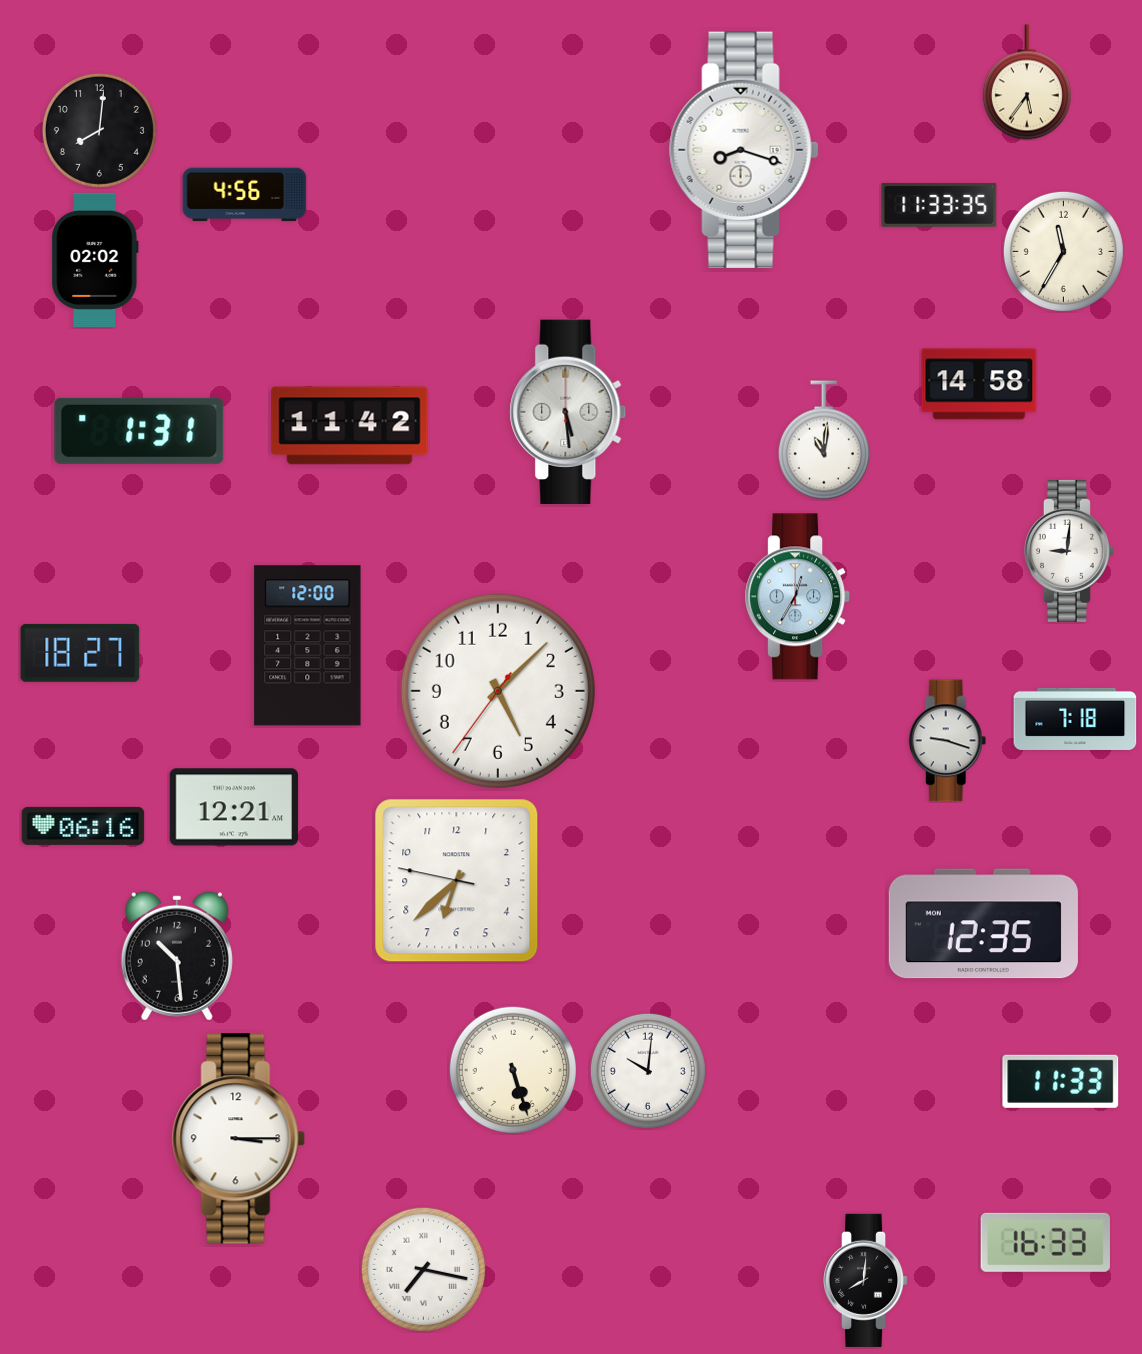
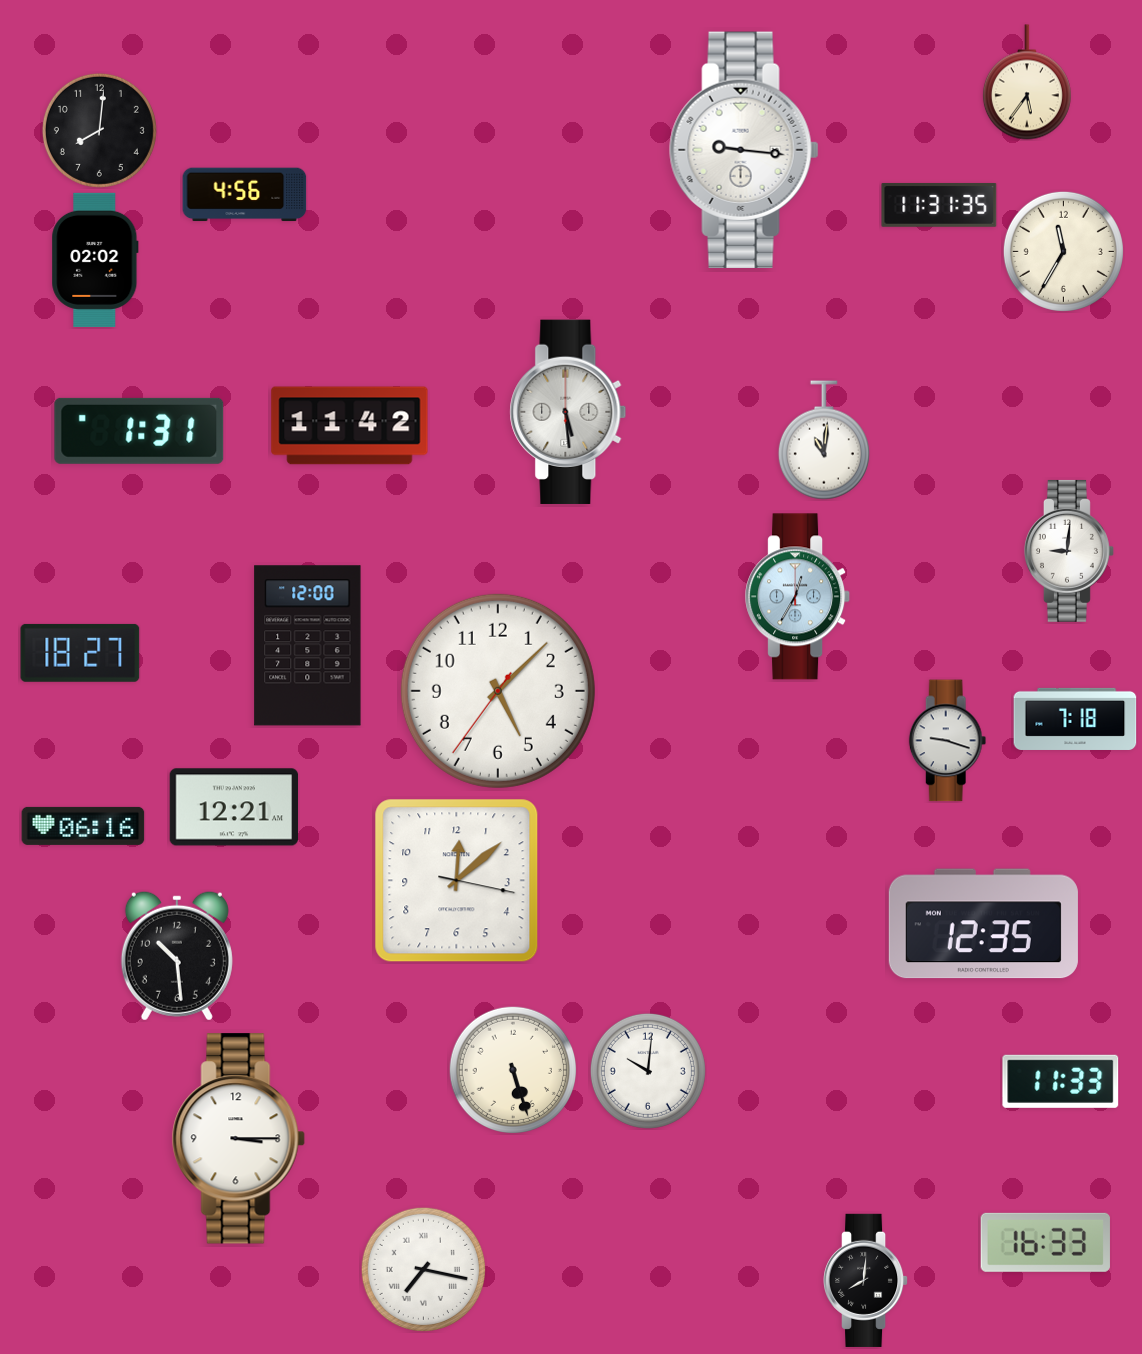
clock at (744, 150): 8:18 -> 9:16
clock at (939, 205): 11:33 -> 11:31
clock at (979, 384): 14:58 -> none
clock at (457, 881): 6:37 -> 12:08
